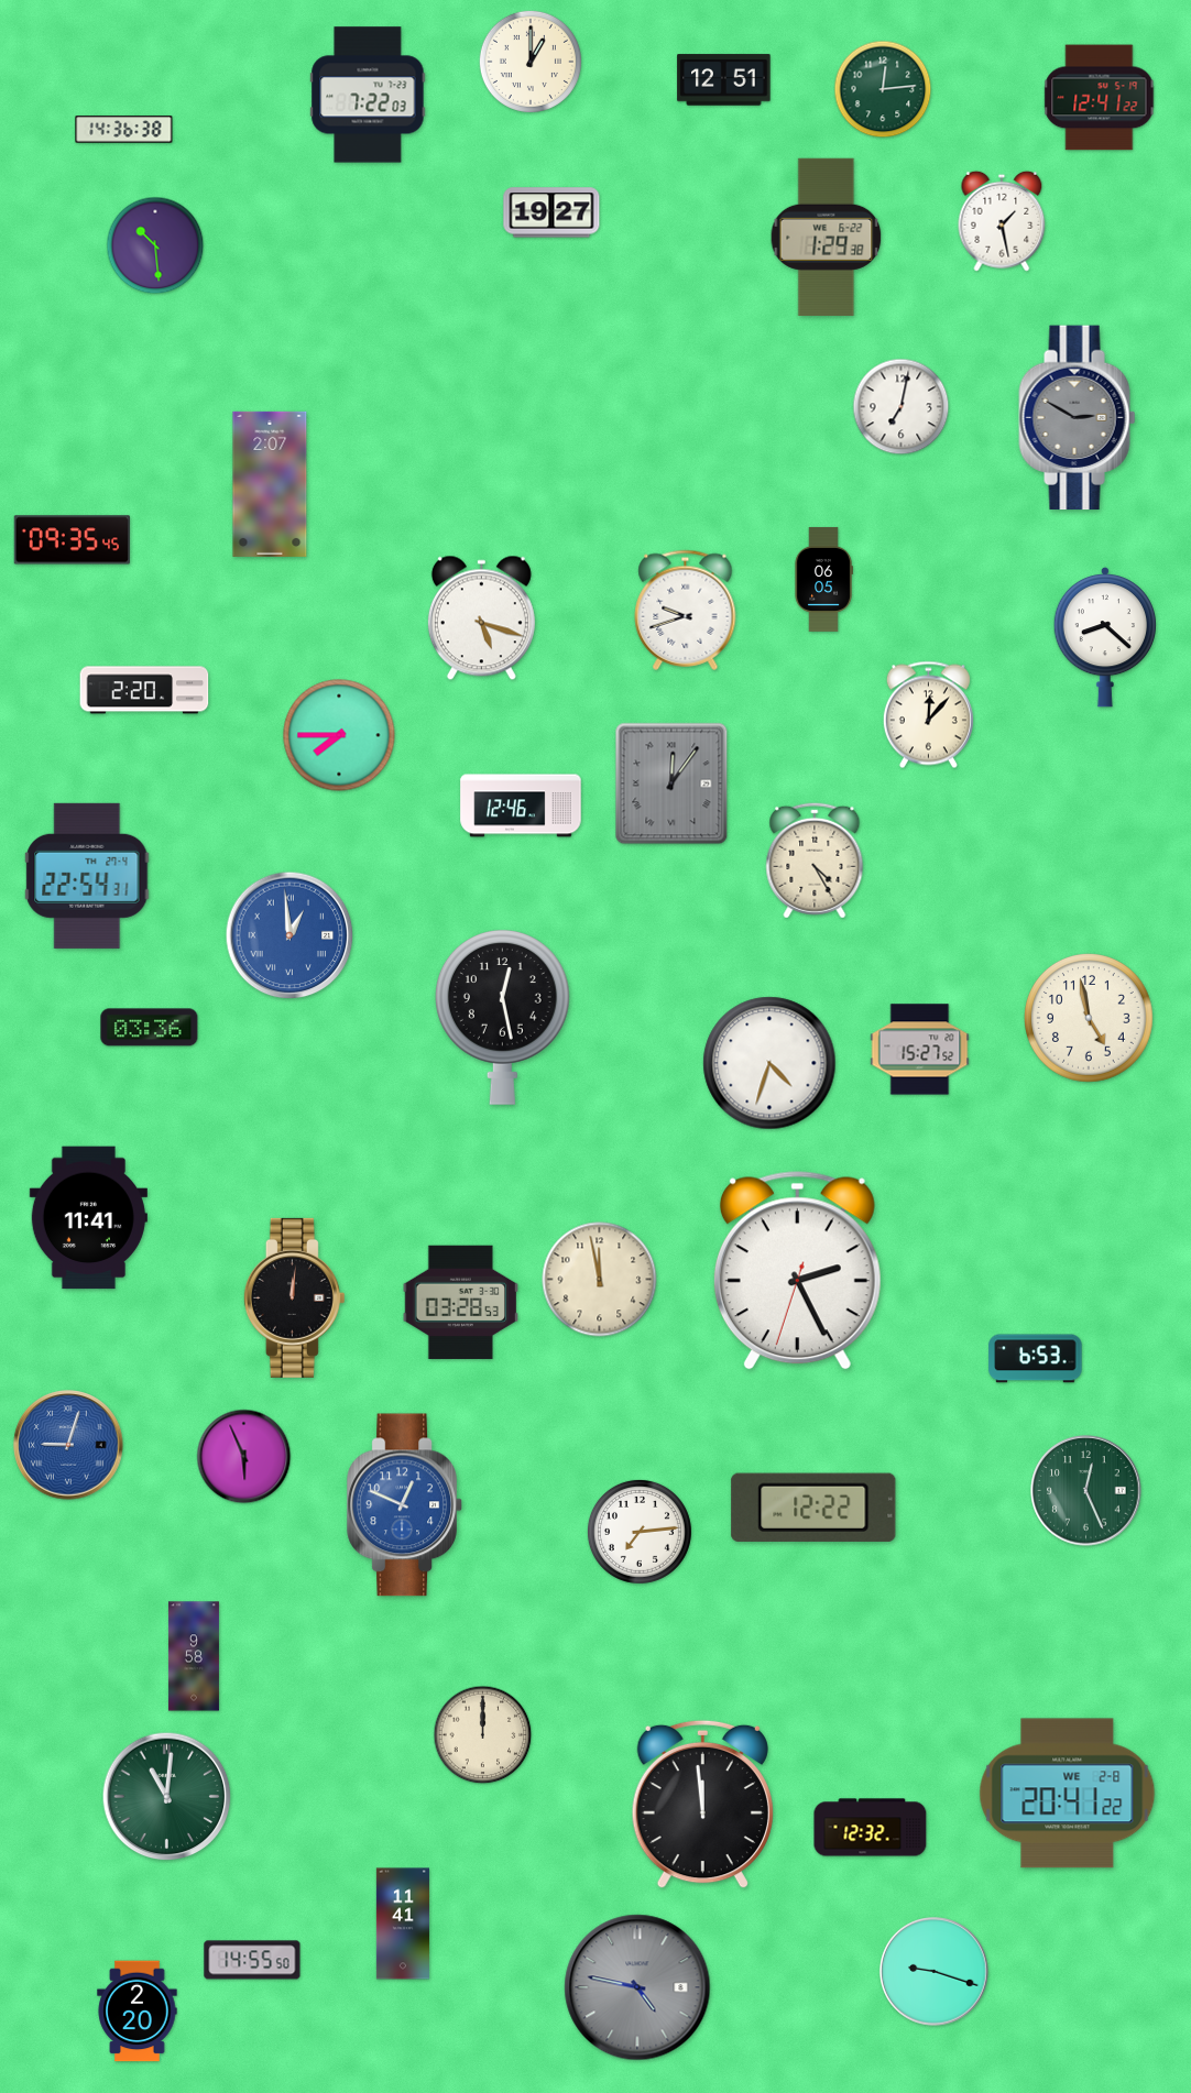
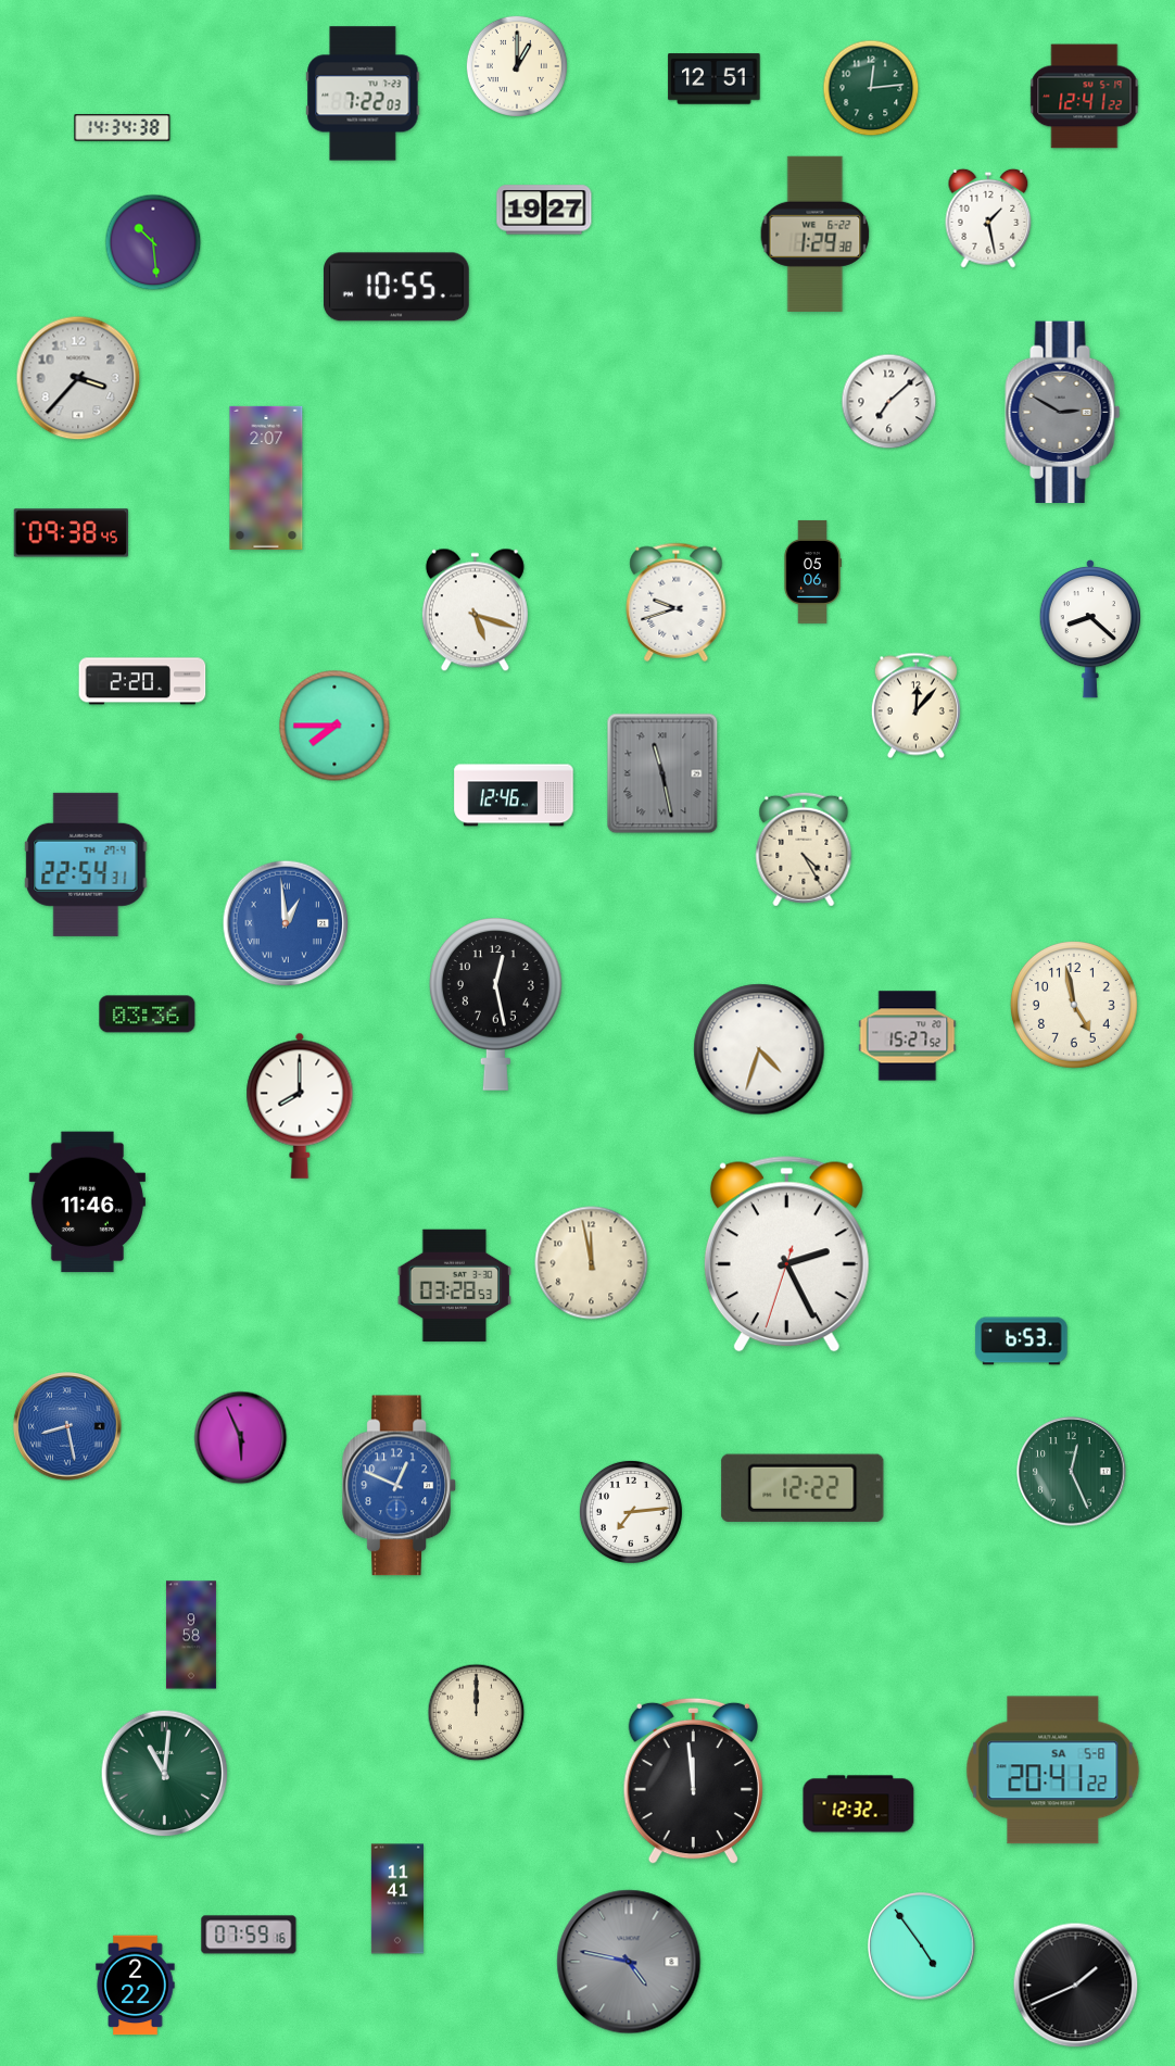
clock at (531, 62) position: (531, 62) -> (517, 66)
clock at (124, 130): 14:36 -> 14:34
clock at (396, 287): none -> 10:55
clock at (78, 378): none -> 3:37
clock at (902, 407): 7:02 -> 7:08
clock at (72, 540): 09:35 -> 09:38
clock at (823, 579): 06:05 -> 05:06
clock at (671, 783): 12:06 -> 11:28
clock at (300, 1106): none -> 8:00
clock at (88, 1218): 11:41 -> 11:46
clock at (294, 1297): 12:01 -> none
clock at (68, 1445): 9:03 -> 8:28
clock at (1068, 1794) date: WE 2-8 -> SA 5-8
clock at (252, 1960): 14:55 -> 07:59
clock at (935, 1972): 9:18 -> 4:54
clock at (138, 2012): 2:20 -> 2:22
clock at (1076, 1986): none -> 1:41
